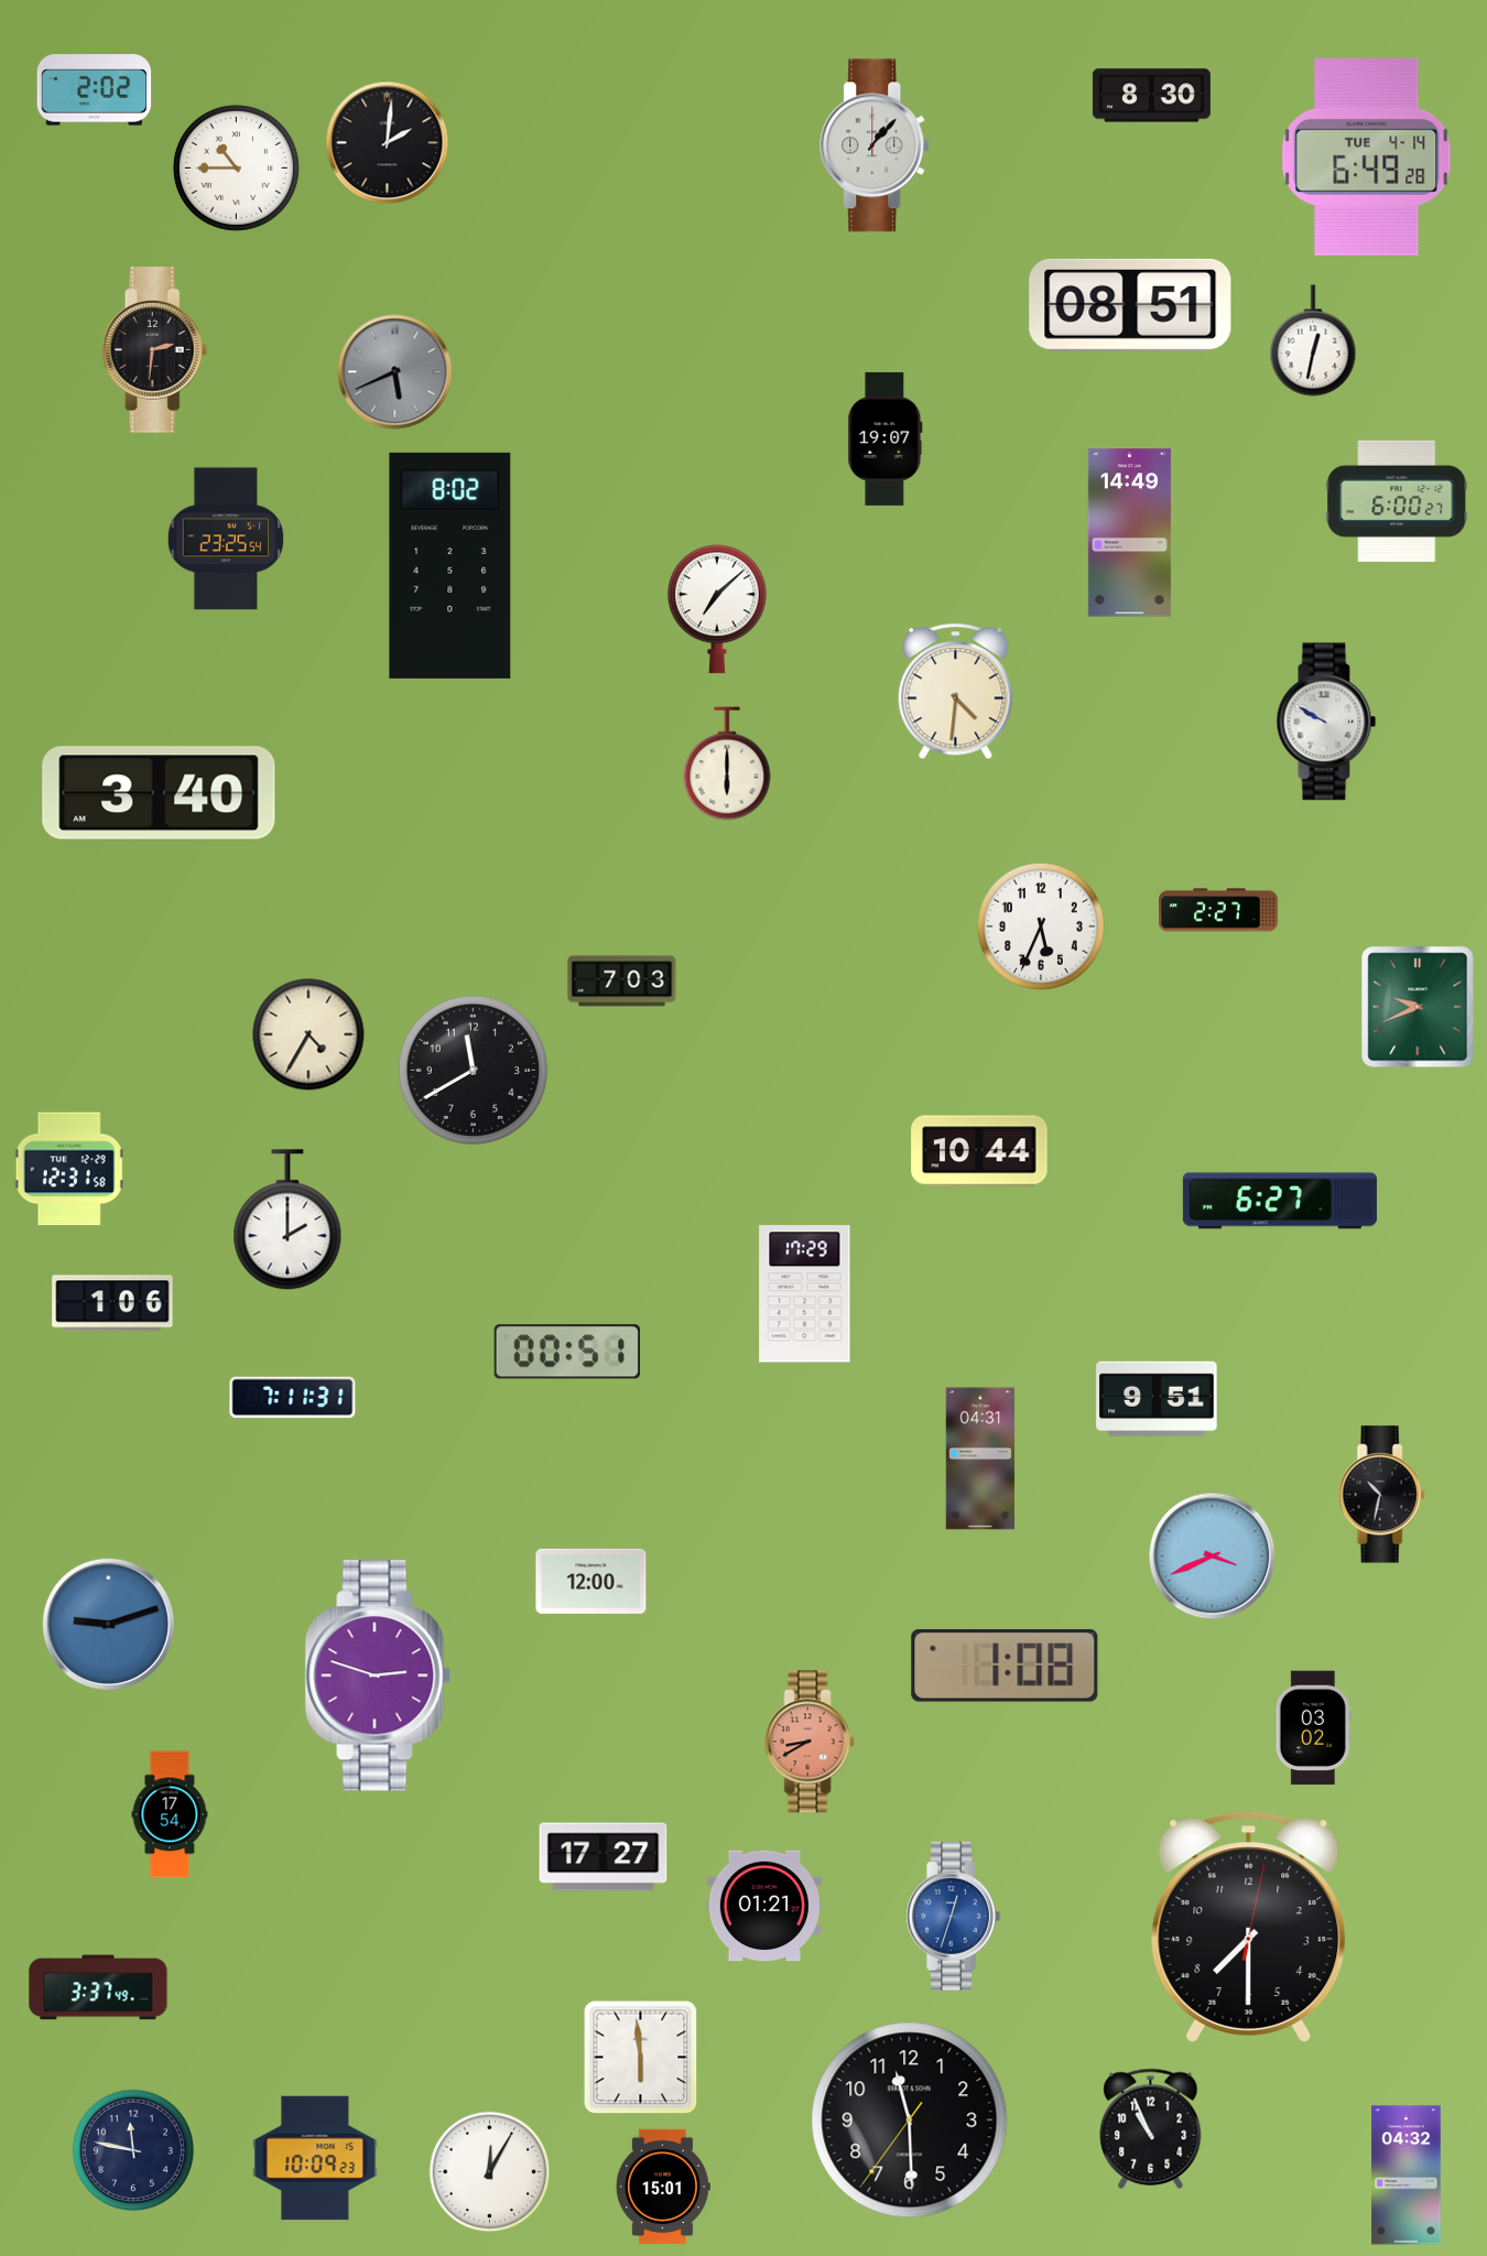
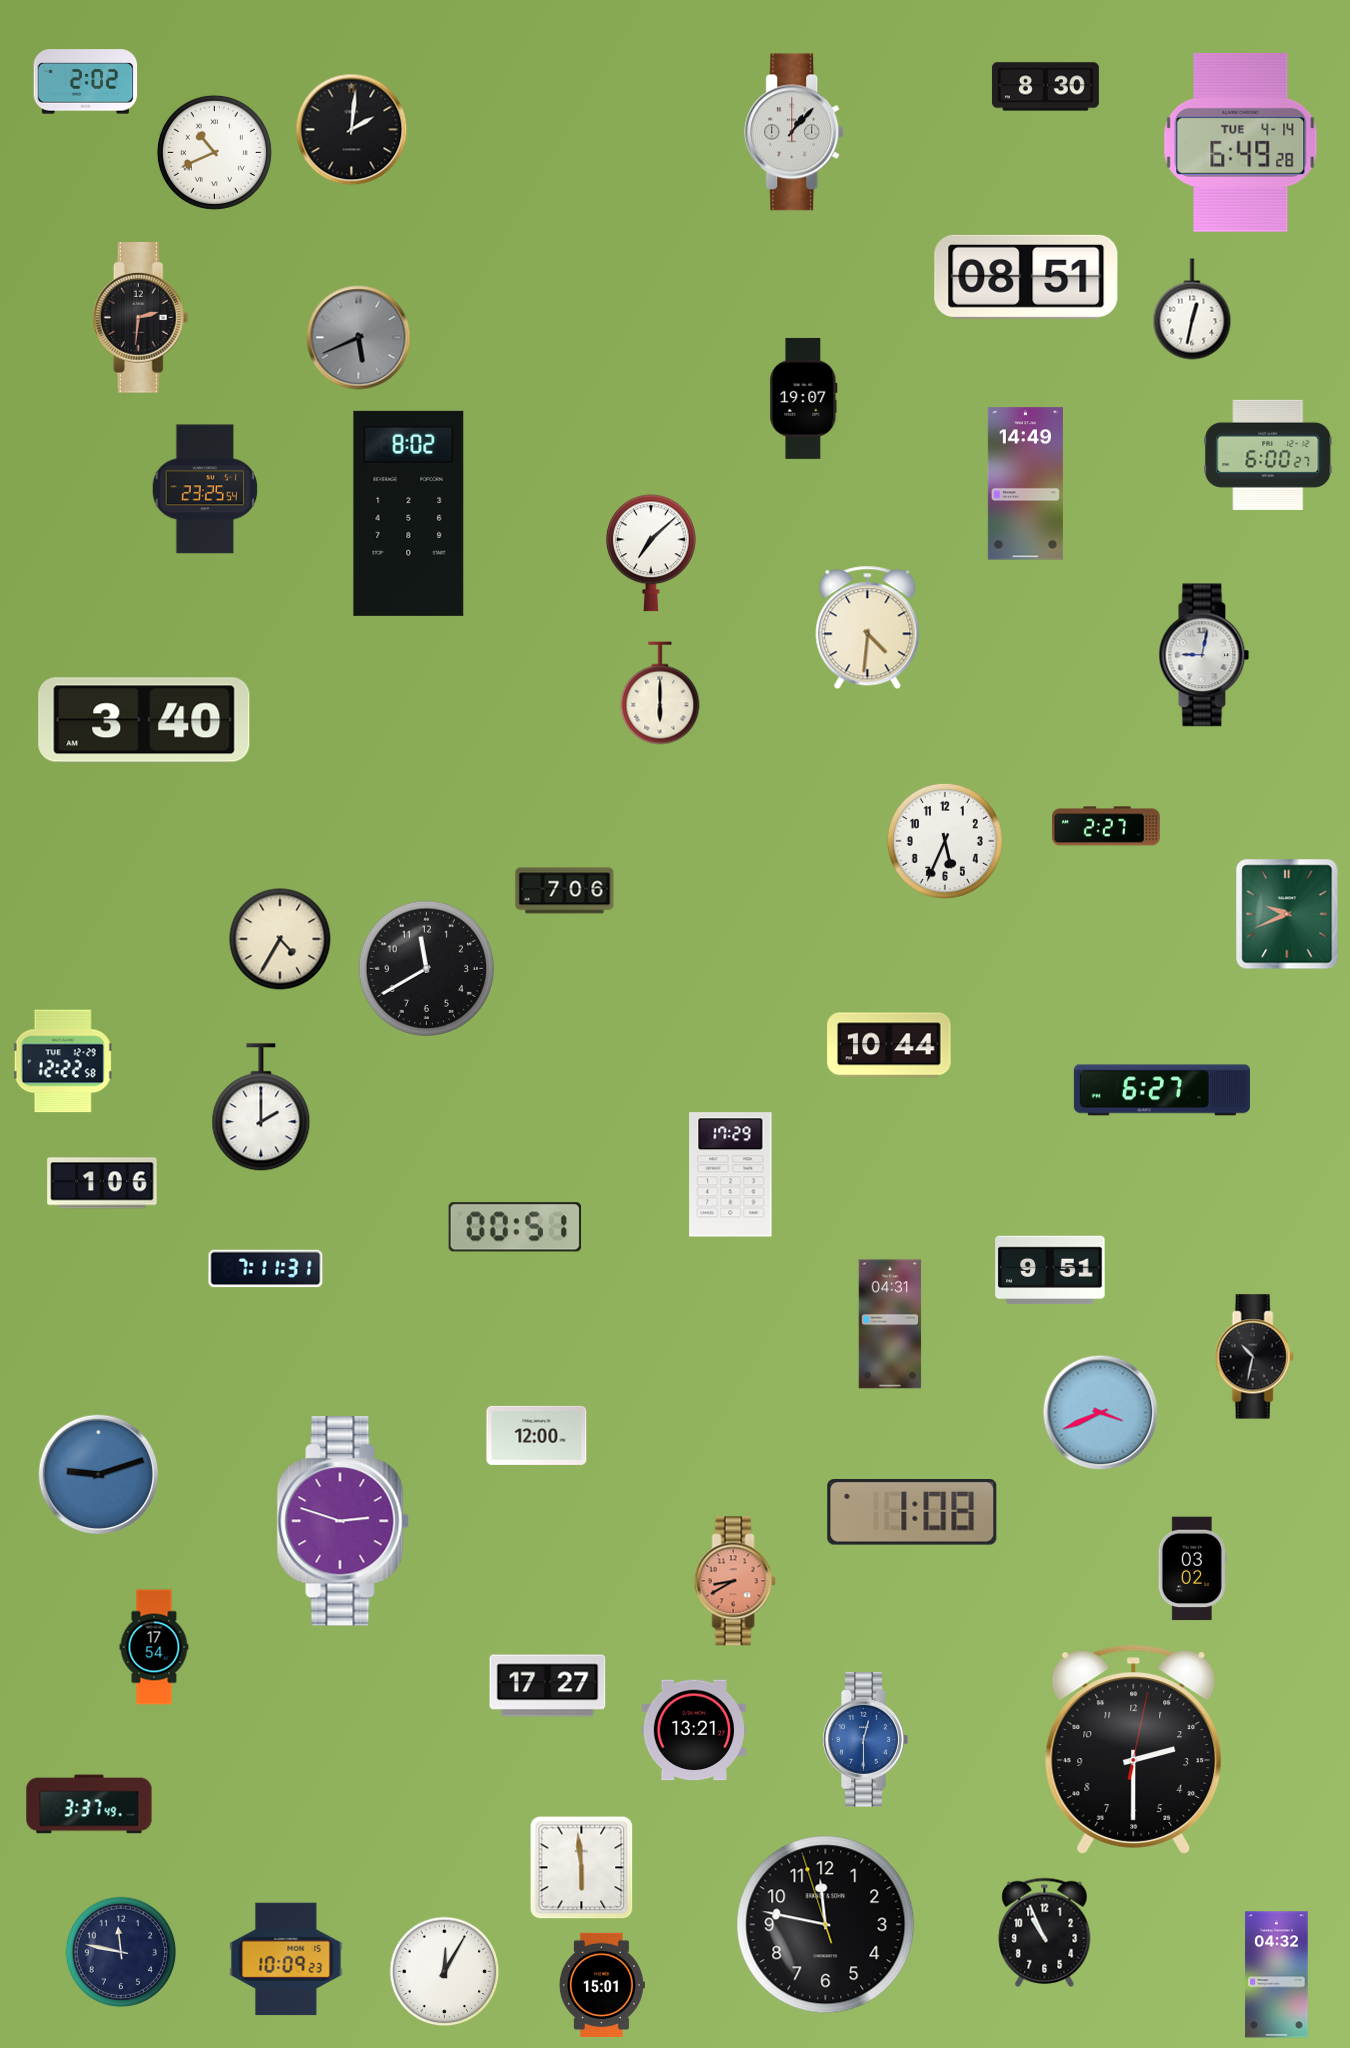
clock at (236, 167): 10:45 -> 10:41
clock at (1326, 722): 9:50 -> 9:02
clock at (622, 981): 7:03 -> 7:06
clock at (473, 1070) position: (473, 1070) -> (426, 968)
clock at (69, 1169): 12:31 -> 12:22
clock at (763, 1906): 01:21 -> 13:21
clock at (953, 1916): 12:33 -> 12:30
clock at (1249, 1927): 7:30 -> 2:30
clock at (910, 2121): 11:29 -> 11:46
